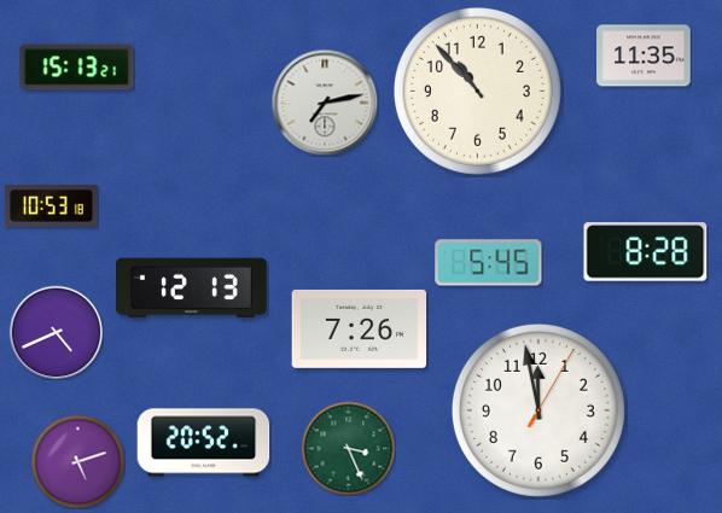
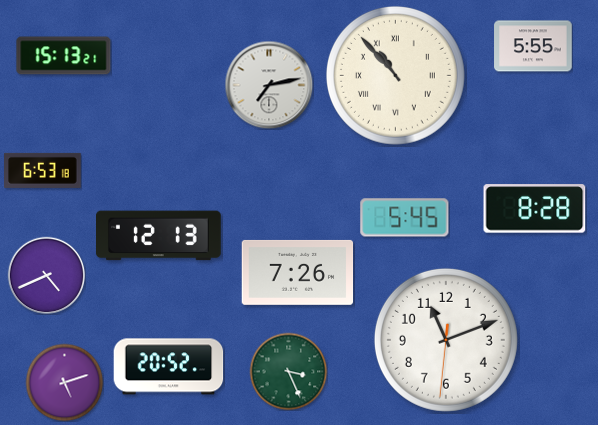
clock at (644, 56): 11:35 -> 5:55
clock at (477, 91) numerals: Arabic -> Roman
clock at (52, 205): 10:53 -> 6:53
clock at (192, 288) position: (192, 288) -> (159, 236)
clock at (538, 410): 11:58 -> 11:11
